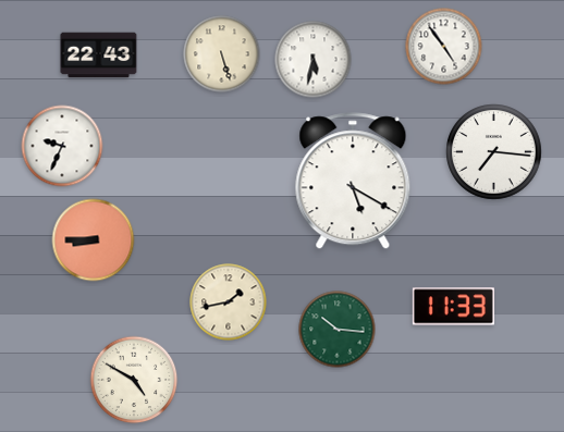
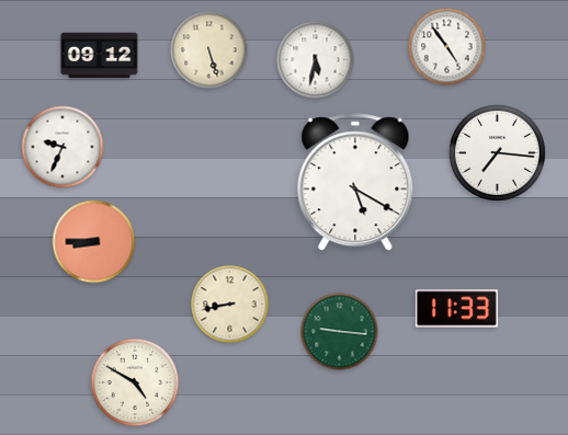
clock at (222, 54) position: (222, 54) -> (209, 50)
clock at (99, 55): 22:43 -> 09:12
clock at (229, 303): 1:43 -> 8:43
clock at (338, 330): 10:16 -> 9:16
